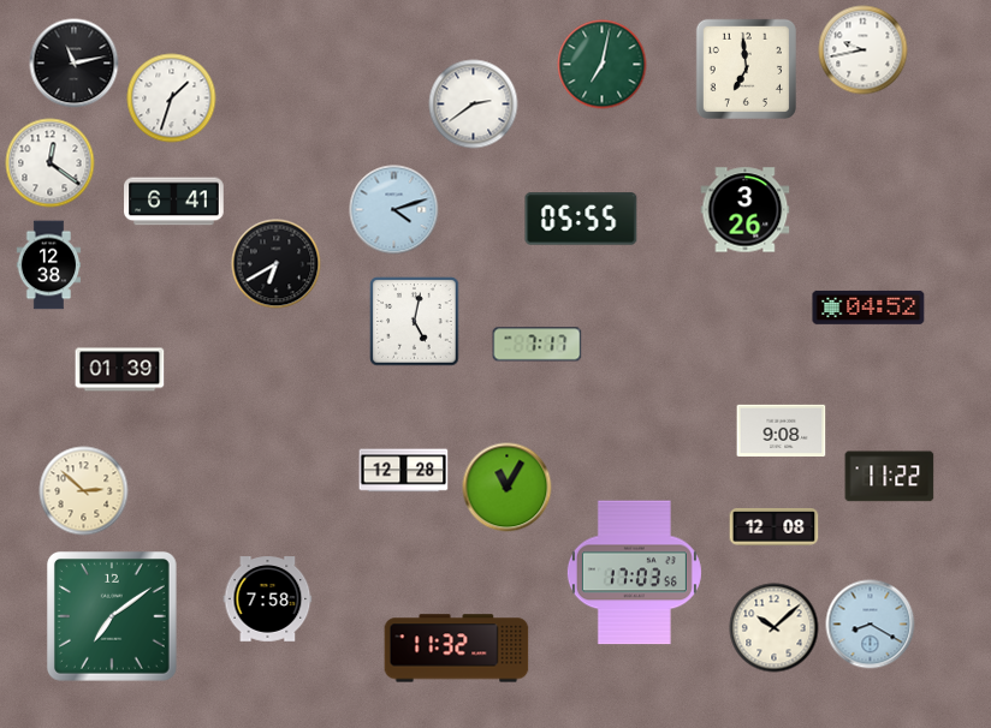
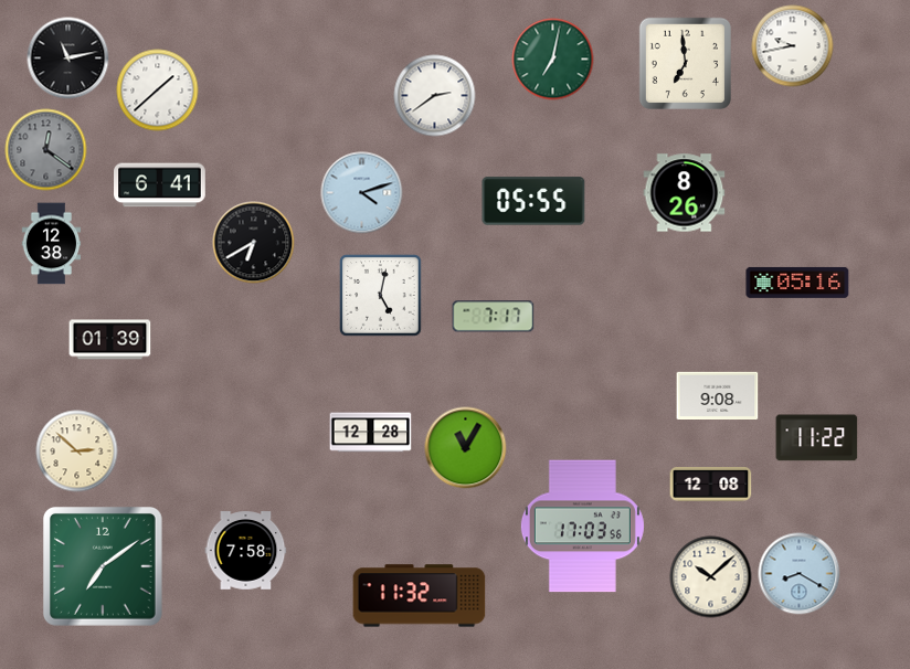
clock at (172, 99): 1:33 -> 1:38
clock at (51, 163) dial: white -> grey
clock at (746, 210): 3:26 -> 8:26
clock at (49, 265) position: (49, 265) -> (52, 244)
clock at (868, 308): 04:52 -> 05:16
